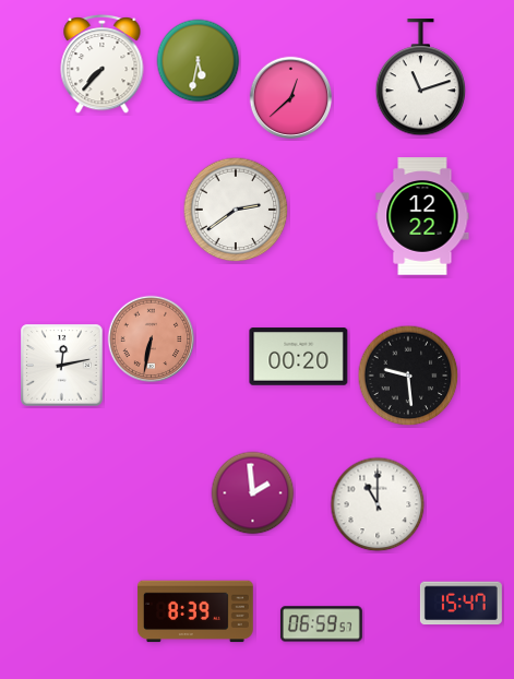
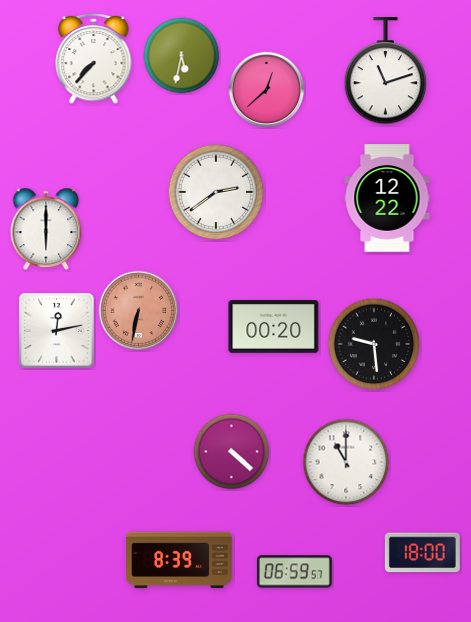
clock at (46, 229): none -> 6:00
clock at (62, 366) position: (62, 366) -> (57, 331)
clock at (253, 493): 1:59 -> 4:22
clock at (461, 604): 15:47 -> 18:00
